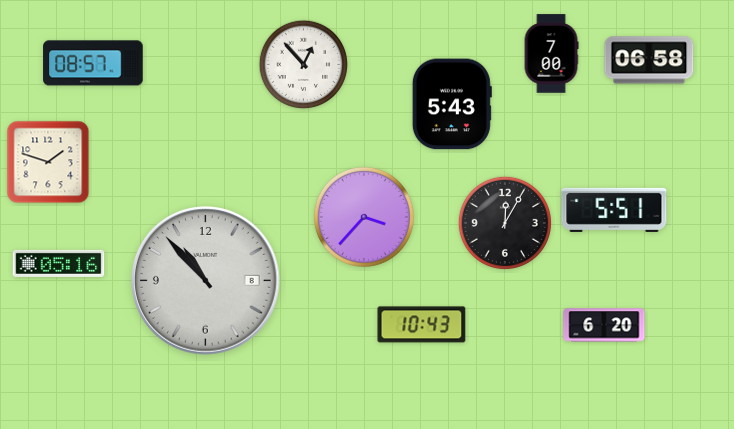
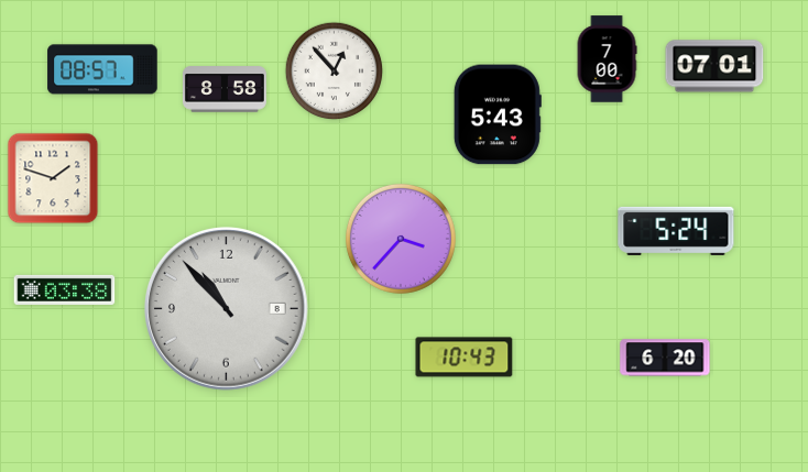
clock at (649, 60): 06:58 -> 07:01
clock at (225, 89): none -> 8:58
clock at (614, 210): 5:51 -> 5:24
clock at (505, 223): 12:05 -> none
clock at (59, 263): 05:16 -> 03:38
